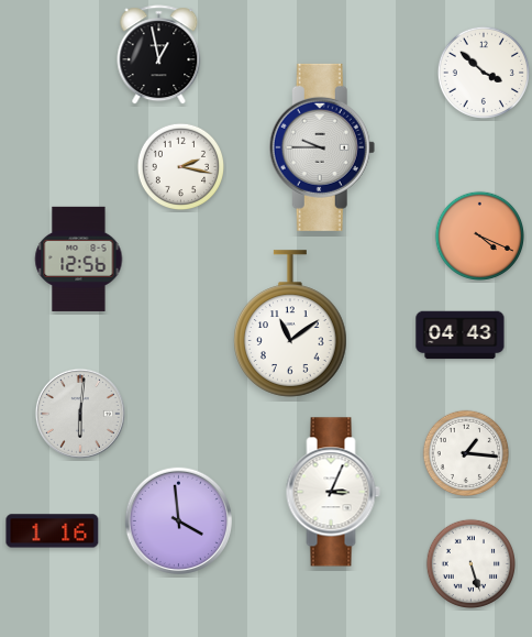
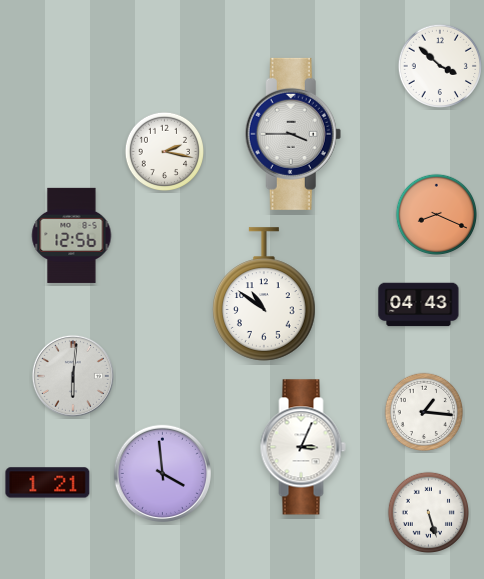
clock at (159, 55): 12:58 -> none
clock at (322, 147): 9:45 -> 3:45
clock at (479, 235): 4:19 -> 8:19
clock at (291, 323): 11:09 -> 10:51
clock at (53, 531): 1:16 -> 1:21
